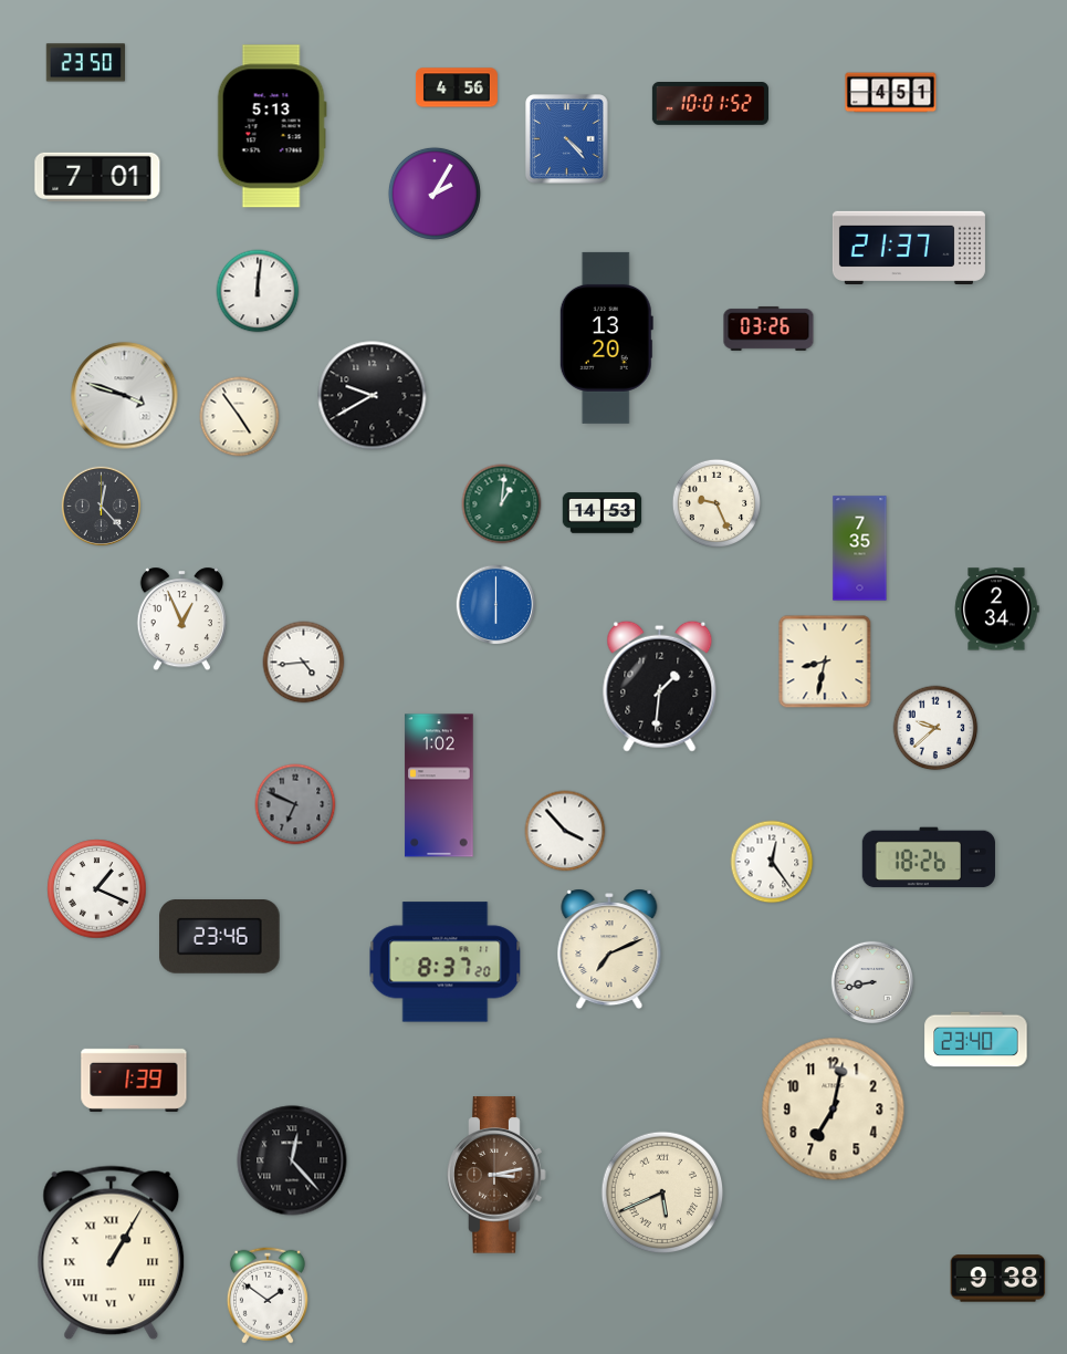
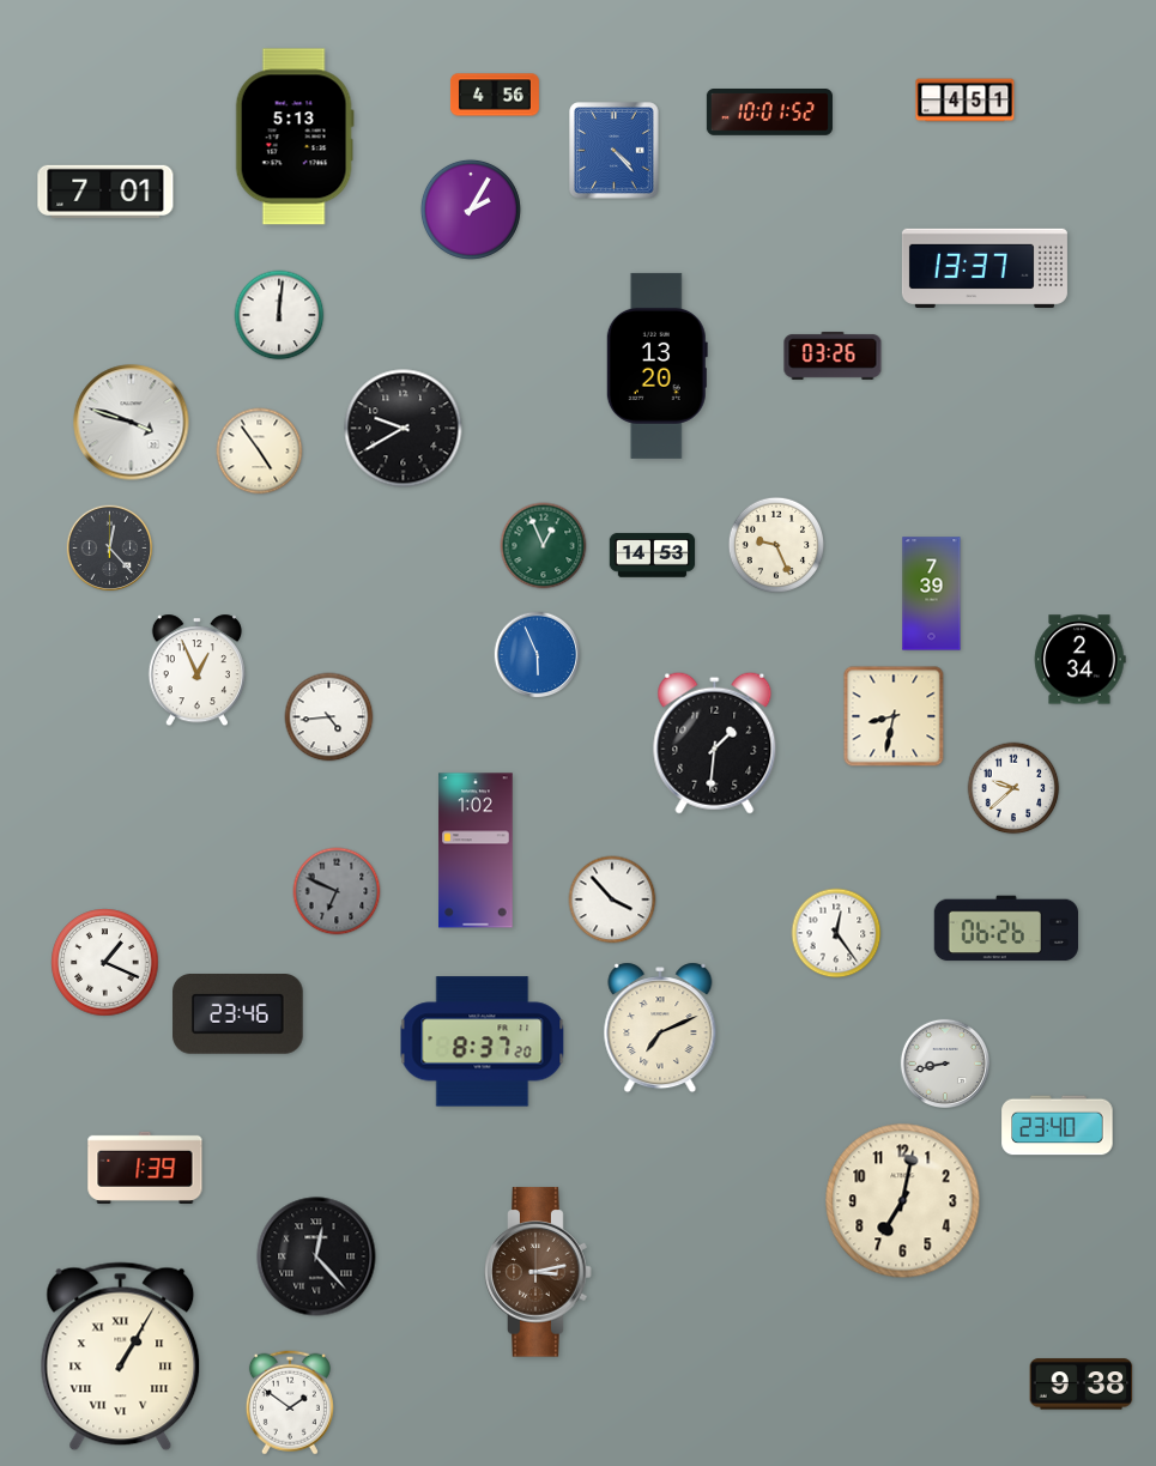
clock at (85, 63): 23:50 -> none
clock at (909, 247): 21:37 -> 13:37
clock at (125, 396) position: (125, 396) -> (132, 423)
clock at (502, 504): 1:01 -> 12:56
clock at (860, 549): 7:35 -> 7:39
clock at (496, 605): 6:00 -> 5:56
clock at (295, 804) position: (295, 804) -> (337, 891)
clock at (929, 857): 18:26 -> 06:26
clock at (662, 1192): 5:41 -> none
